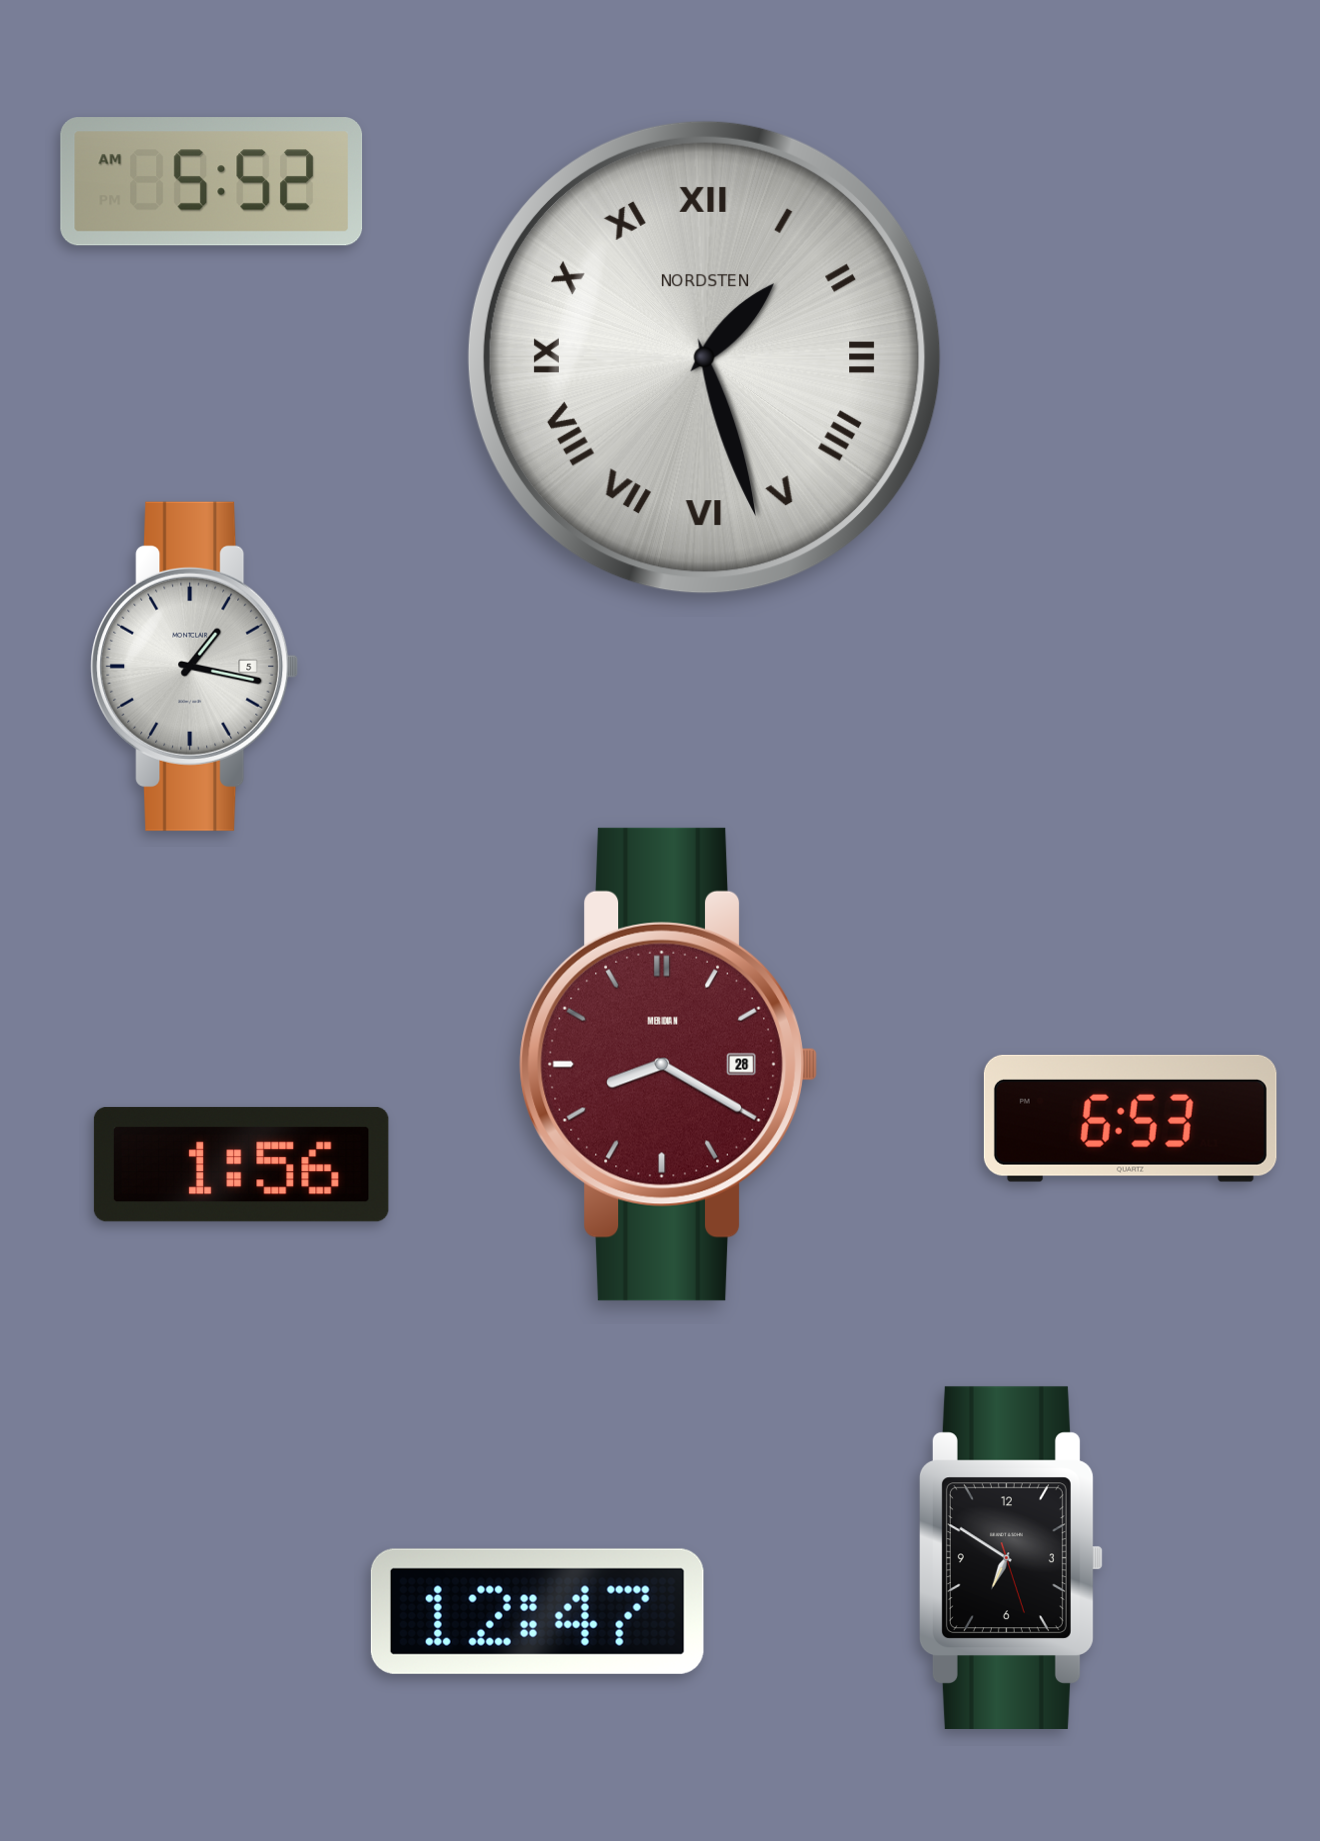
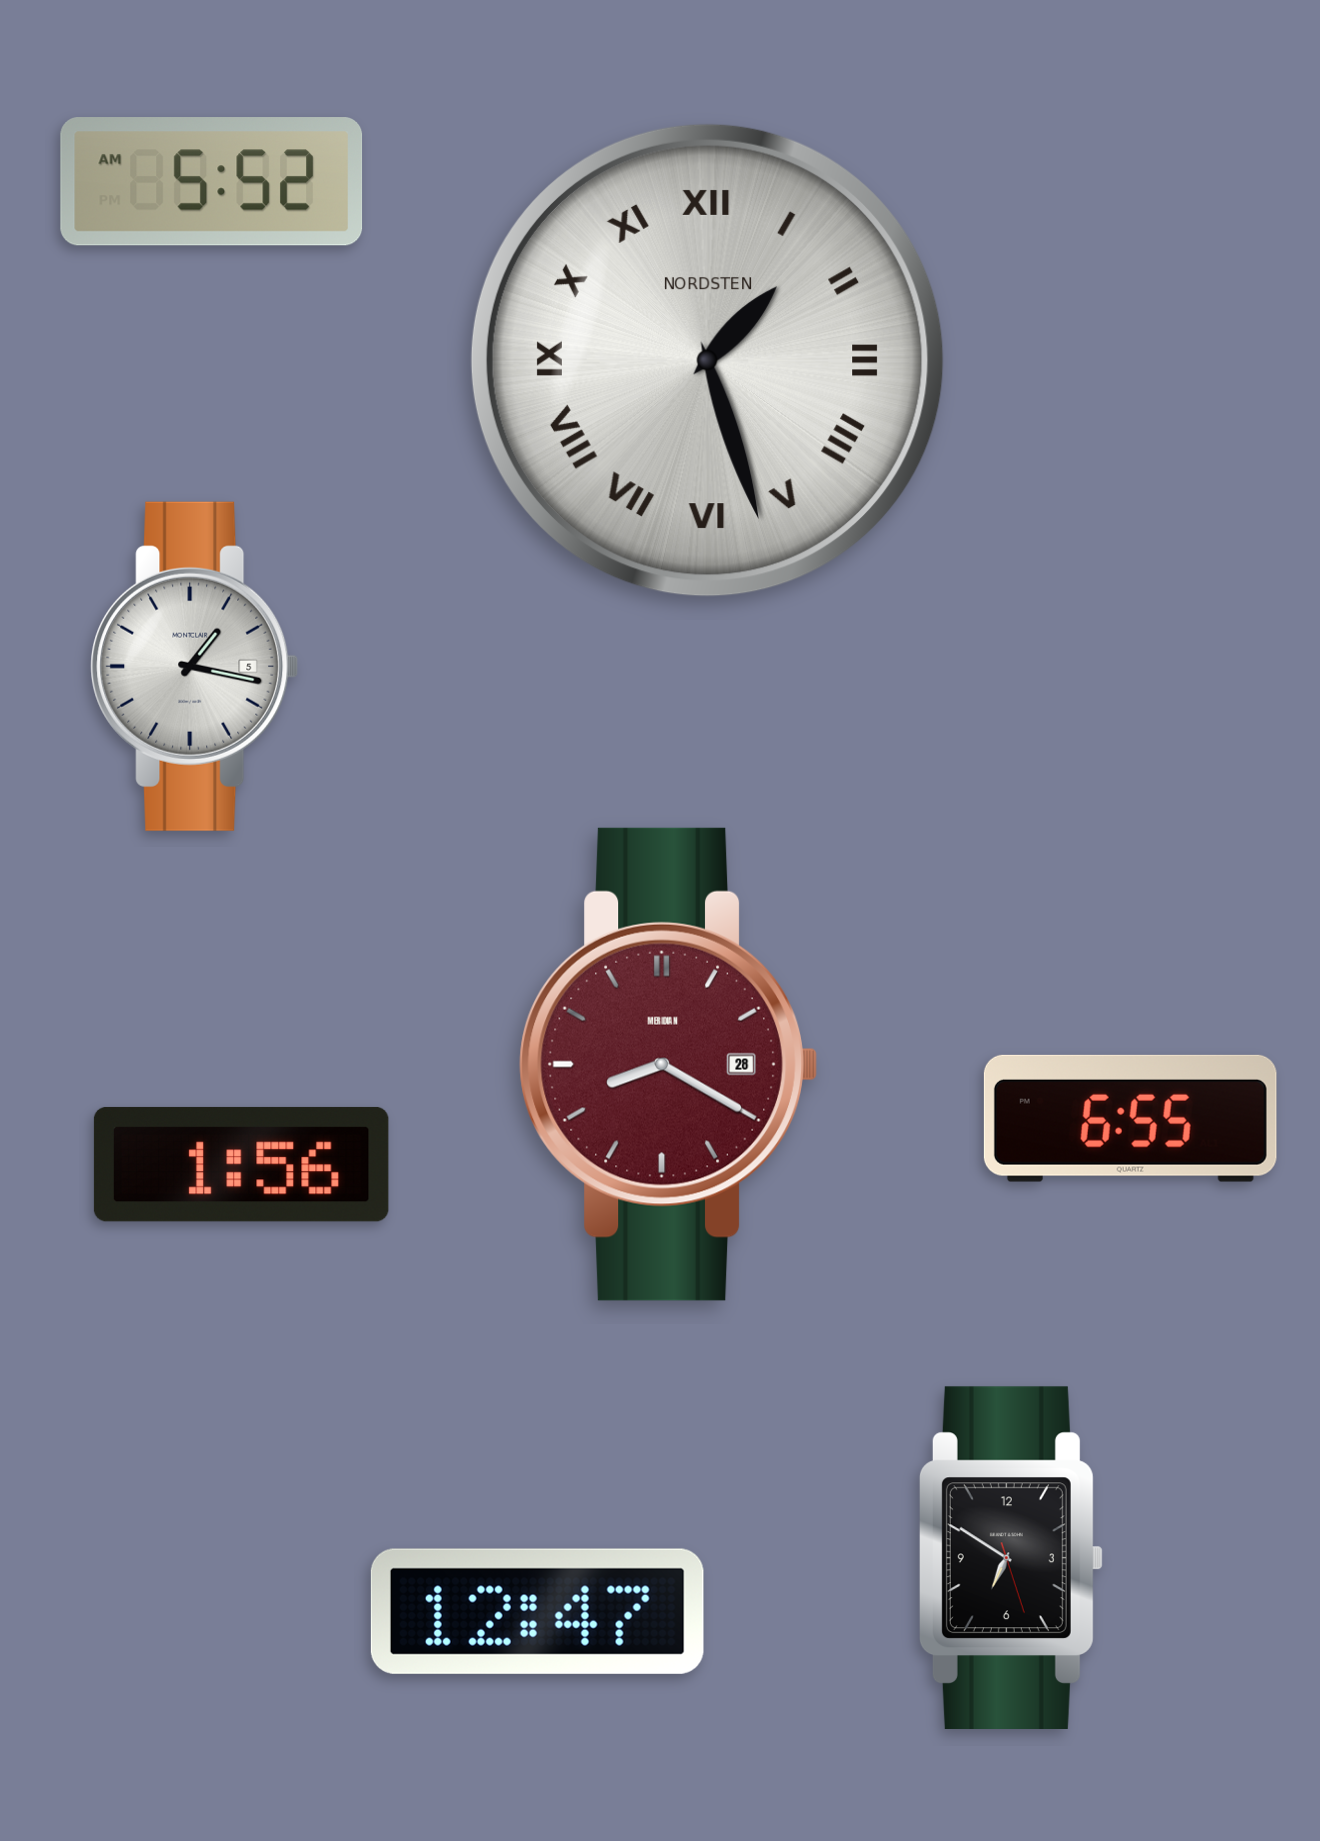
clock at (704, 357) position: (704, 357) -> (707, 360)
clock at (1130, 1118): 6:53 -> 6:55
